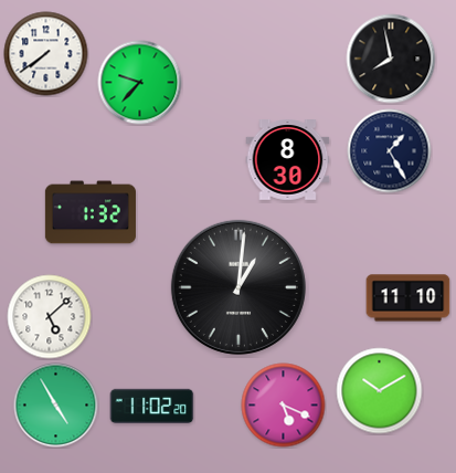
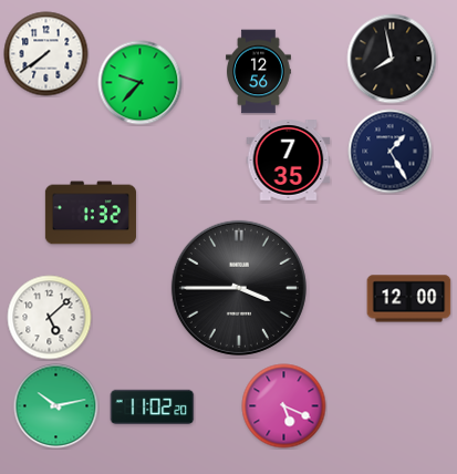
clock at (259, 72): none -> 12:56
clock at (288, 160): 8:30 -> 7:35
clock at (238, 287): 1:01 -> 3:45
clock at (409, 298): 11:10 -> 12:00
clock at (380, 391): 10:10 -> none
clock at (56, 406): 4:55 -> 10:13
